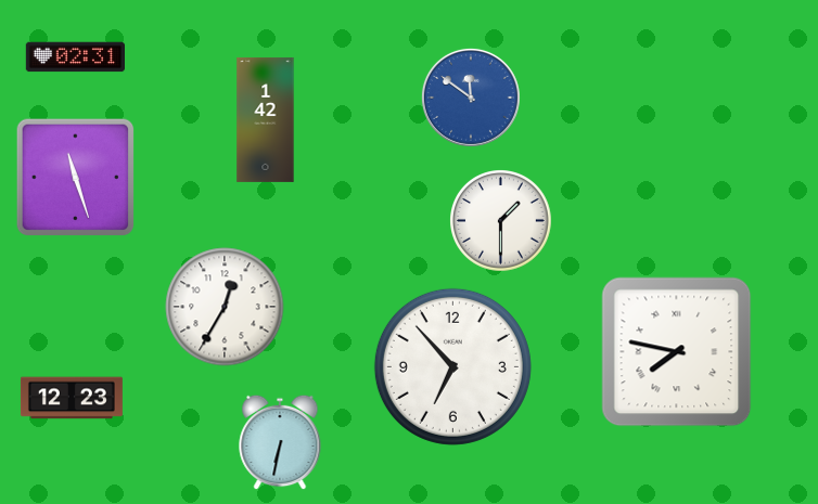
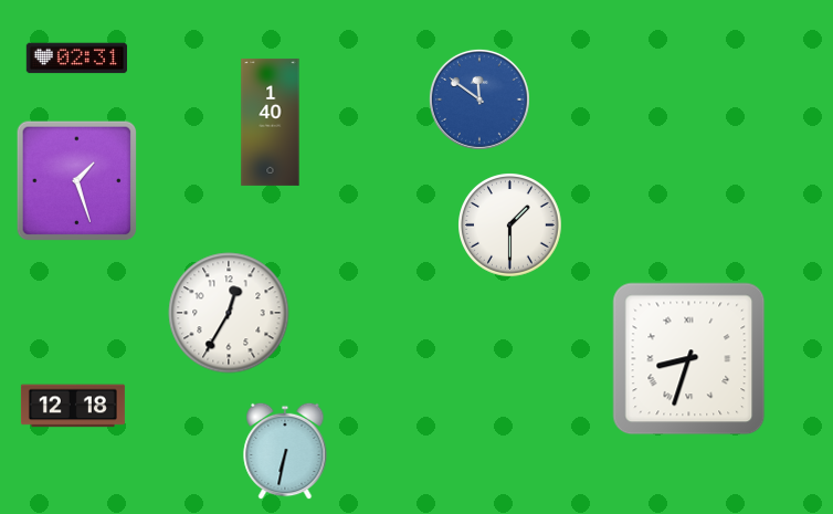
clock at (266, 119): 1:42 -> 1:40
clock at (76, 178): 11:27 -> 1:27
clock at (677, 352): 7:47 -> 8:33
clock at (452, 366): 6:53 -> none
clock at (72, 398): 12:23 -> 12:18
